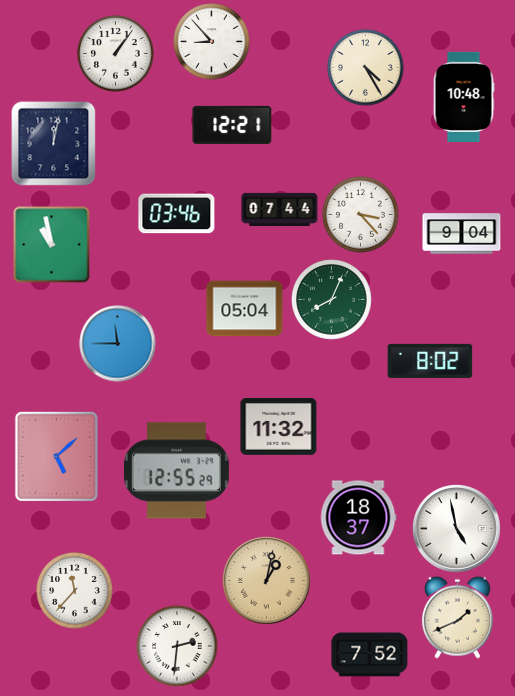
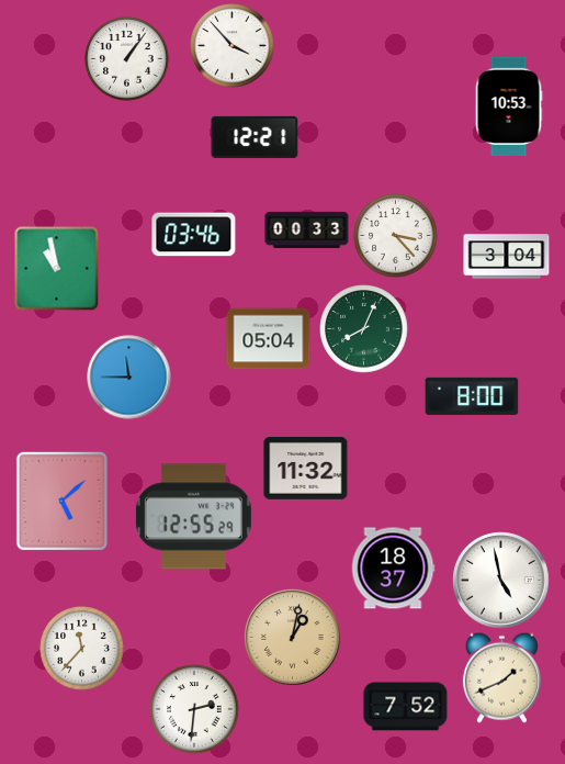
clock at (212, 42): 8:53 -> 3:53
clock at (366, 68): 4:25 -> none
clock at (464, 97): 10:48 -> 10:53
clock at (54, 144): 12:02 -> none
clock at (280, 209): 07:44 -> 00:33
clock at (462, 234): 9:04 -> 3:04
clock at (430, 361): 8:02 -> 8:00
clock at (370, 655) position: (370, 655) -> (406, 707)
